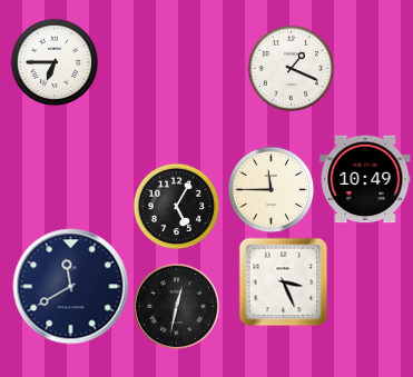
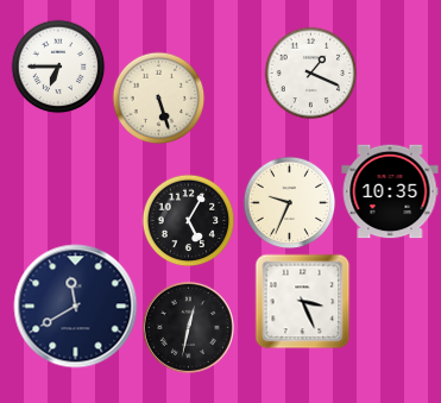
clock at (158, 97): none -> 5:27
clock at (365, 179): 10:49 -> 10:35
clock at (271, 189): 11:45 -> 9:34
